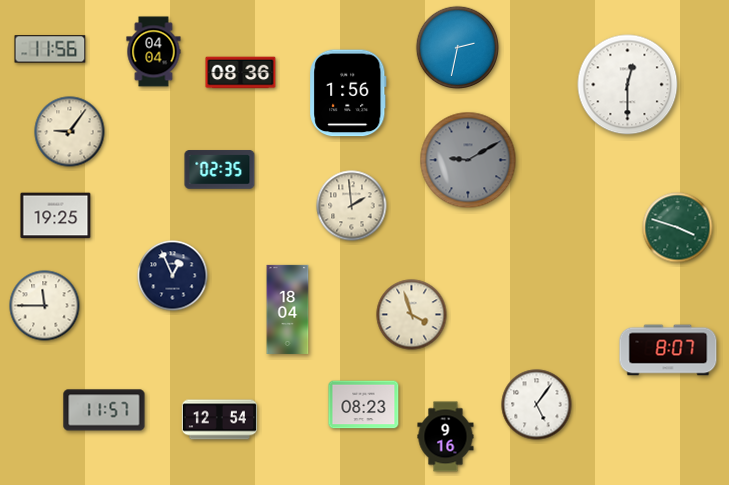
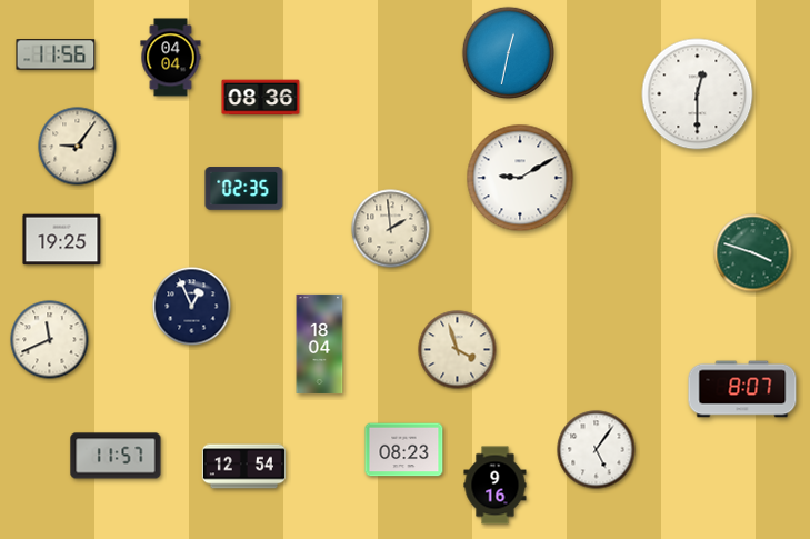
clock at (458, 48): 2:32 -> 12:32
clock at (241, 73) position: (241, 73) -> (261, 98)
clock at (348, 93): 1:56 -> none
clock at (468, 160) dial: grey -> white
clock at (45, 306): 11:45 -> 11:41
